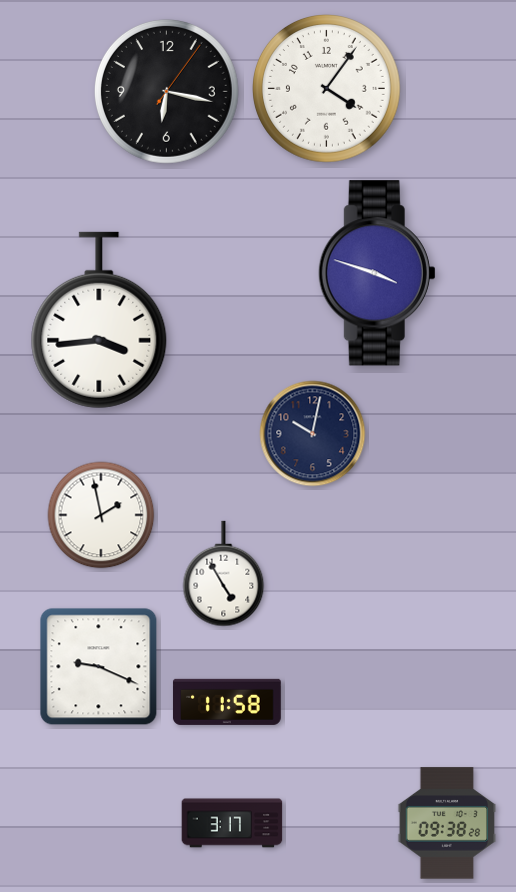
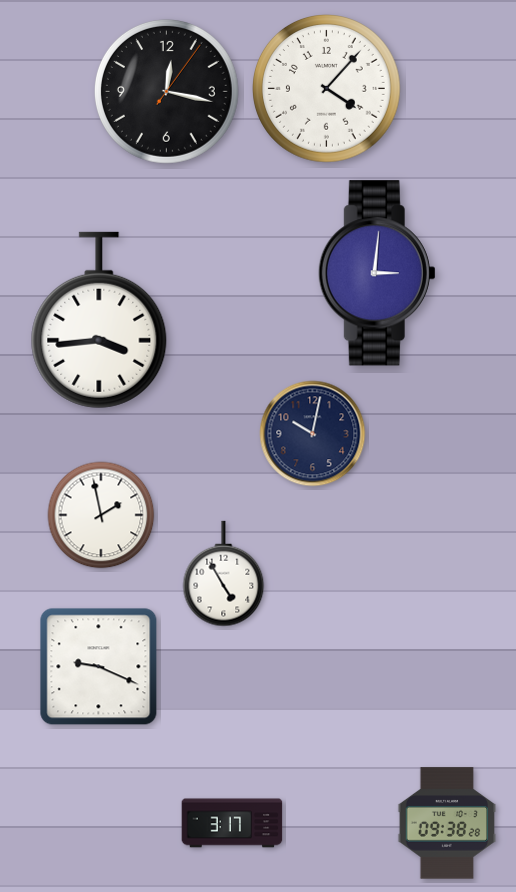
clock at (327, 89): 4:06 -> 4:07
clock at (166, 91): 6:17 -> 12:17
clock at (377, 273): 3:48 -> 3:01
clock at (227, 702): 11:58 -> none
